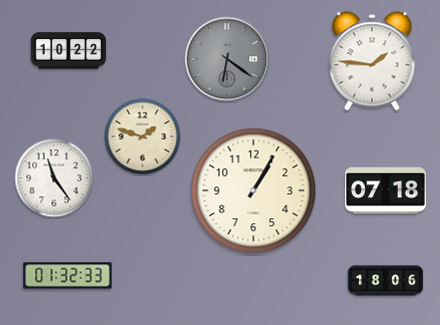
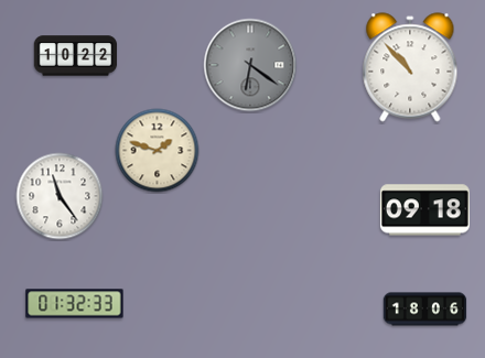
clock at (372, 61): 1:46 -> 10:53
clock at (254, 191): 1:05 -> none
clock at (385, 191): 07:18 -> 09:18
